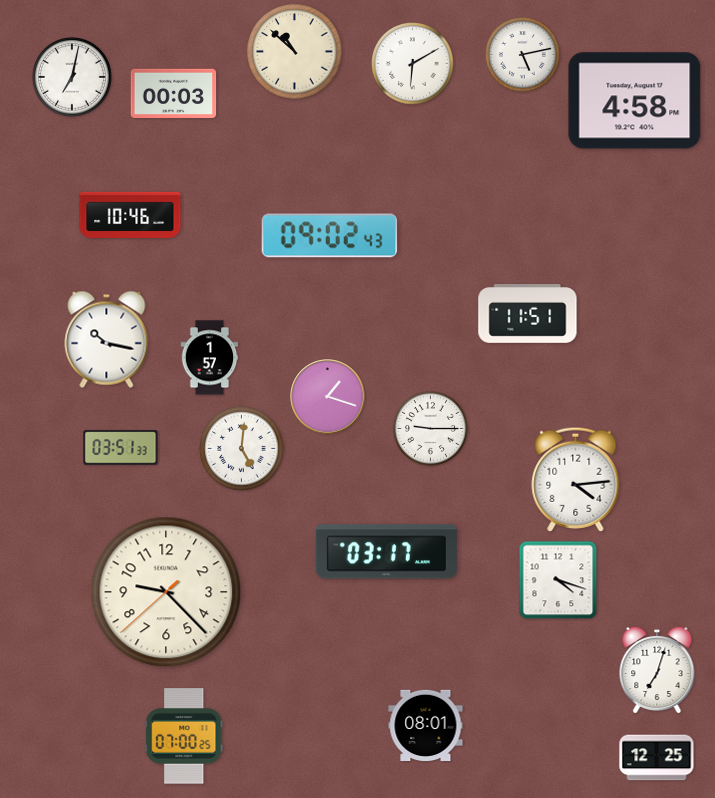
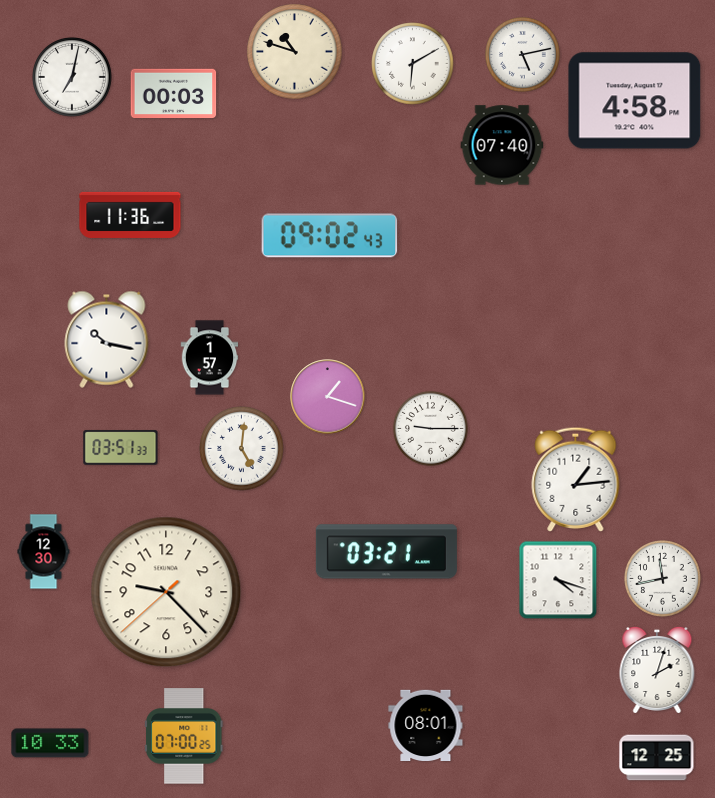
clock at (295, 52): 10:52 -> 10:48
clock at (502, 145): none -> 07:40
clock at (130, 215): 10:46 -> 11:36
clock at (528, 314): 11:51 -> none
clock at (576, 479): 4:14 -> 1:14
clock at (44, 552): none -> 12:30
clock at (386, 552): 03:17 -> 03:21
clock at (663, 579): none -> 11:43
clock at (657, 670): 7:03 -> 2:03
clock at (50, 743): none -> 10:33
